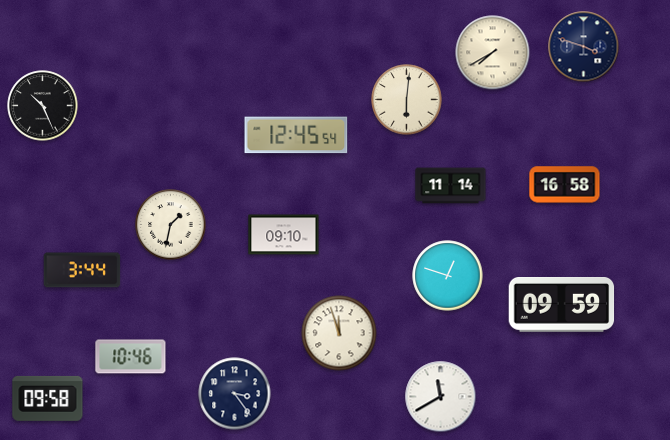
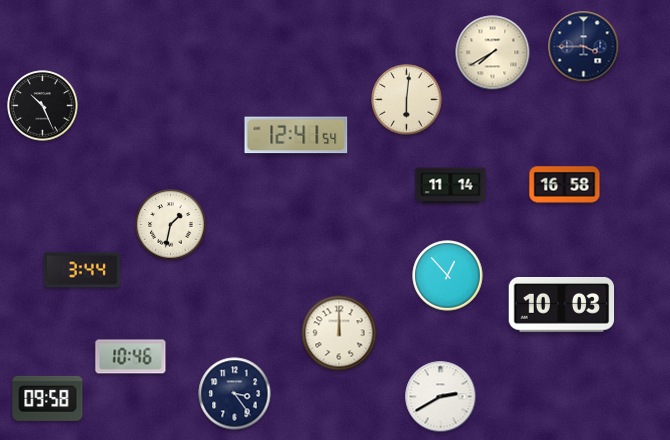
clock at (584, 47): 3:48 -> 3:45
clock at (296, 135): 12:45 -> 12:41
clock at (284, 235): 09:10 -> none
clock at (448, 276): 12:48 -> 12:53
clock at (562, 305): 09:59 -> 10:03
clock at (339, 333): 11:57 -> 12:00
clock at (441, 397): 11:40 -> 2:40
